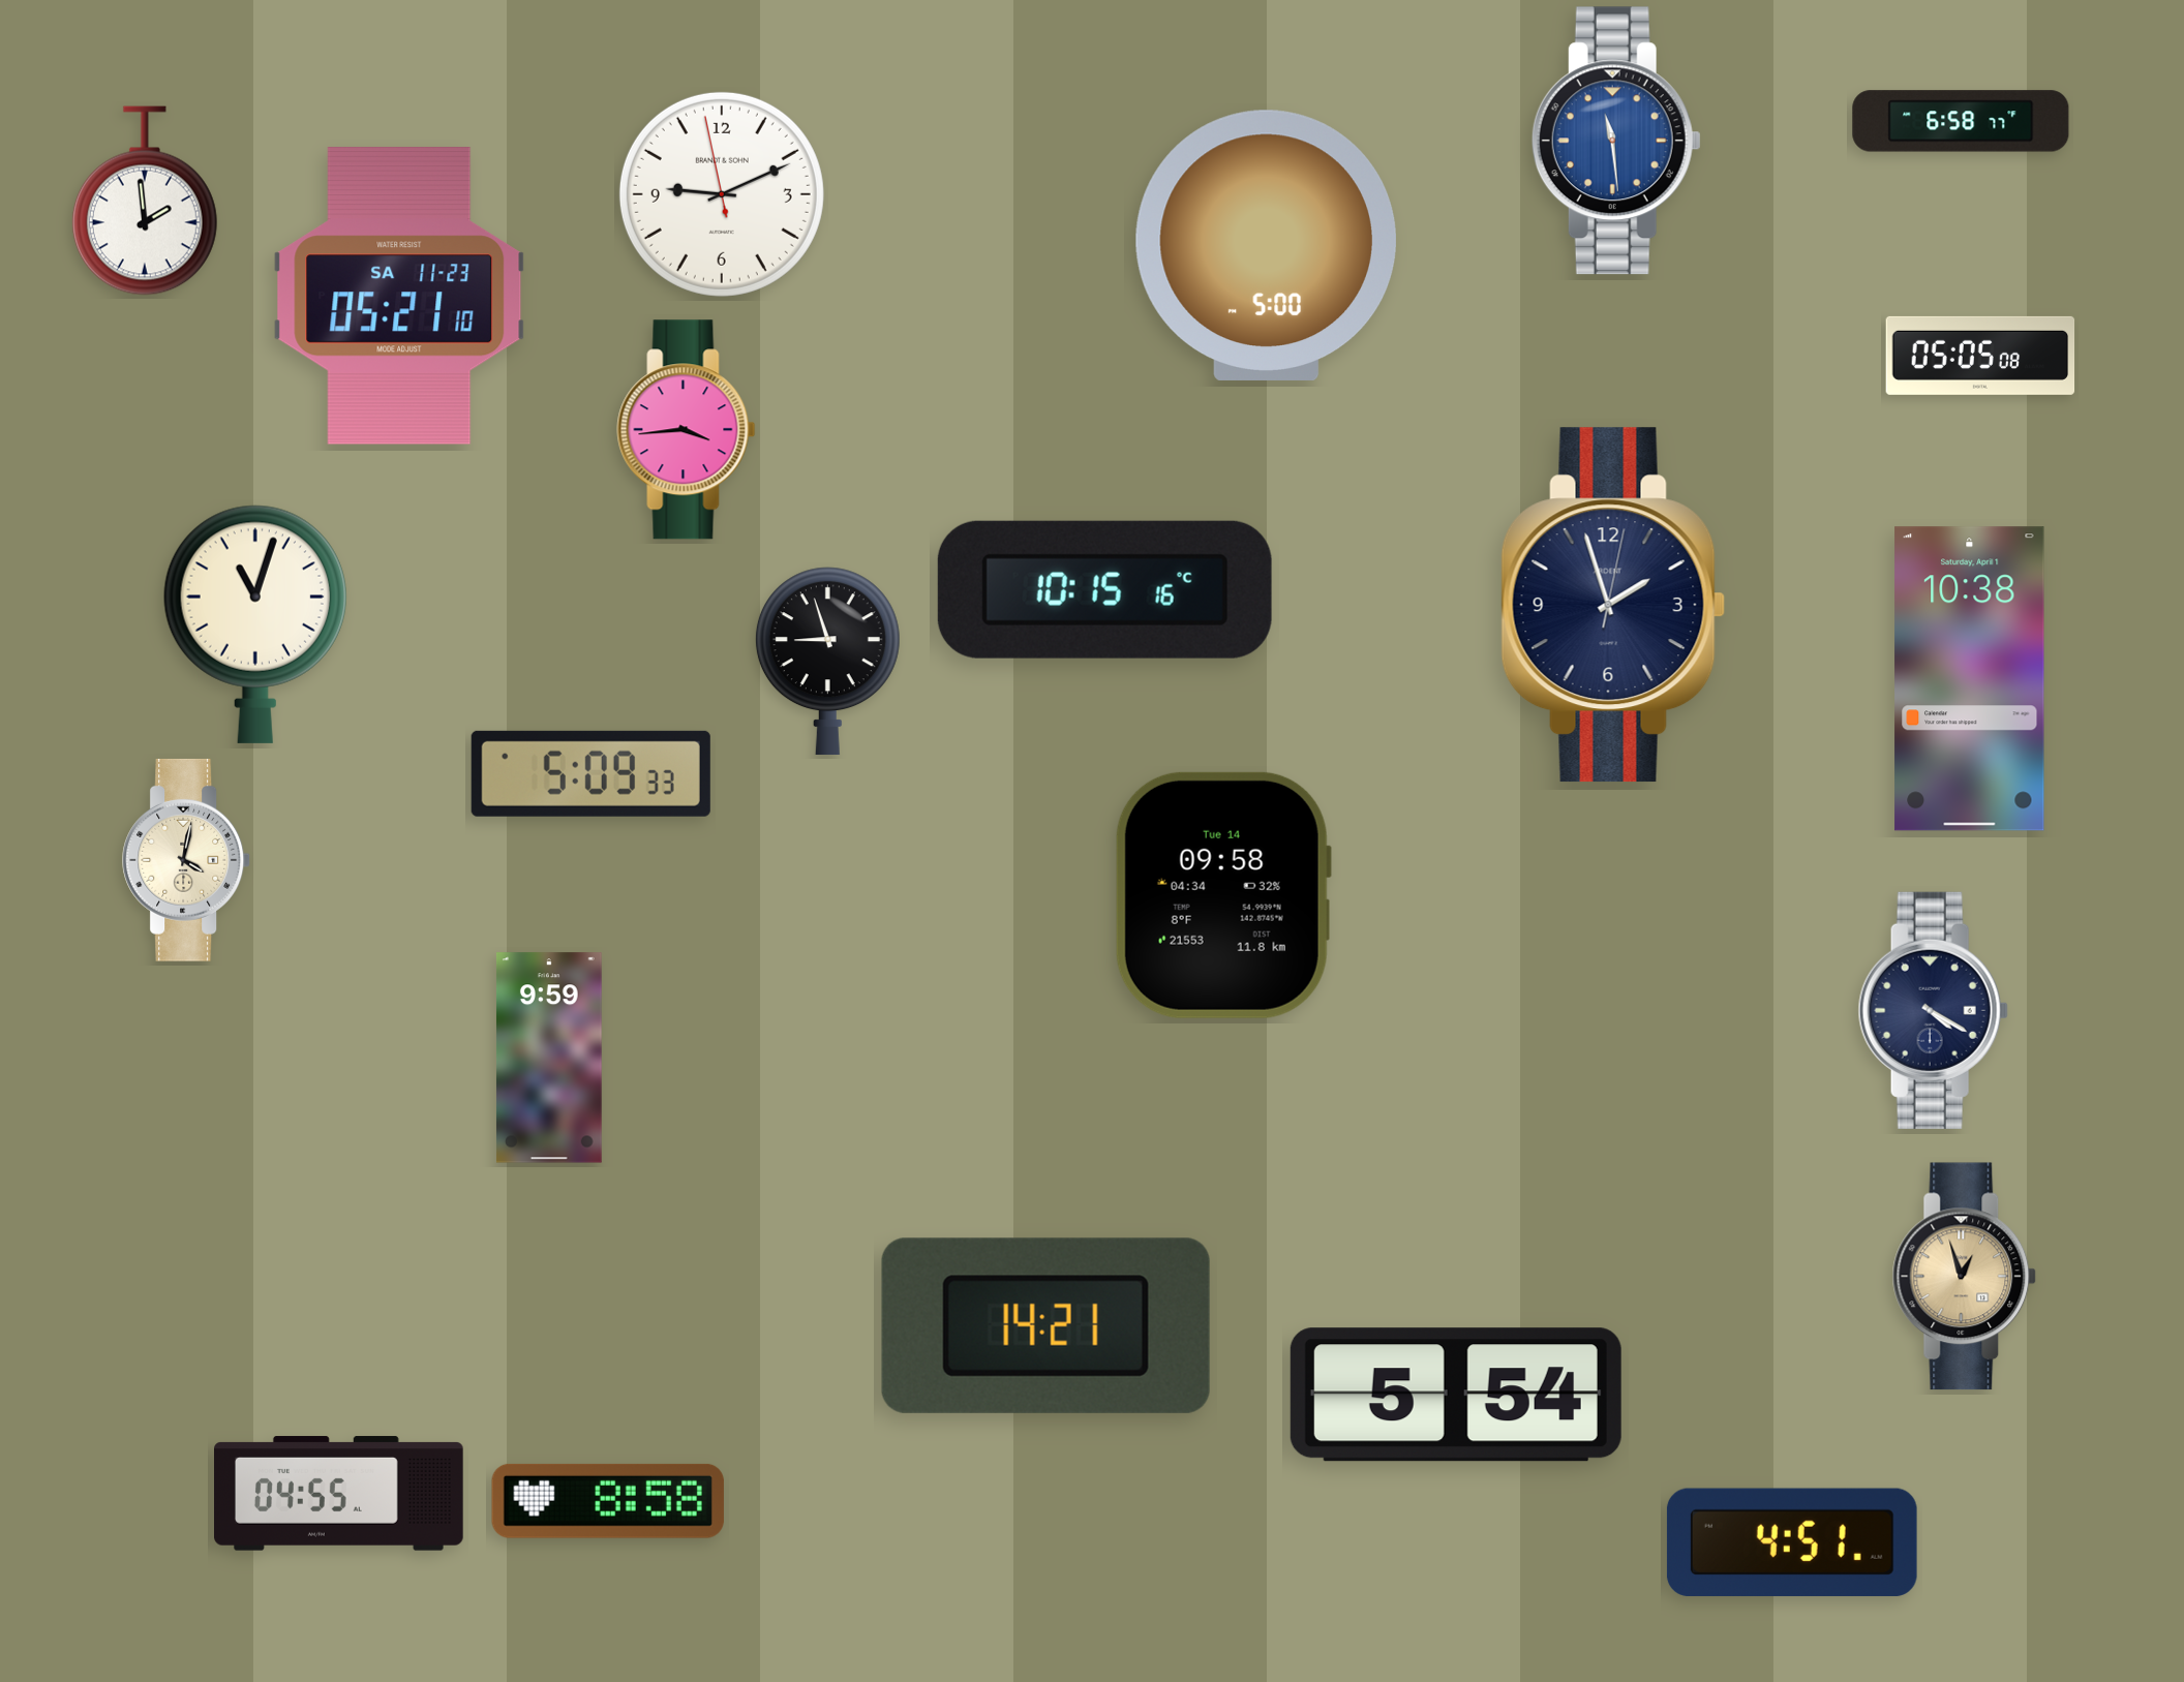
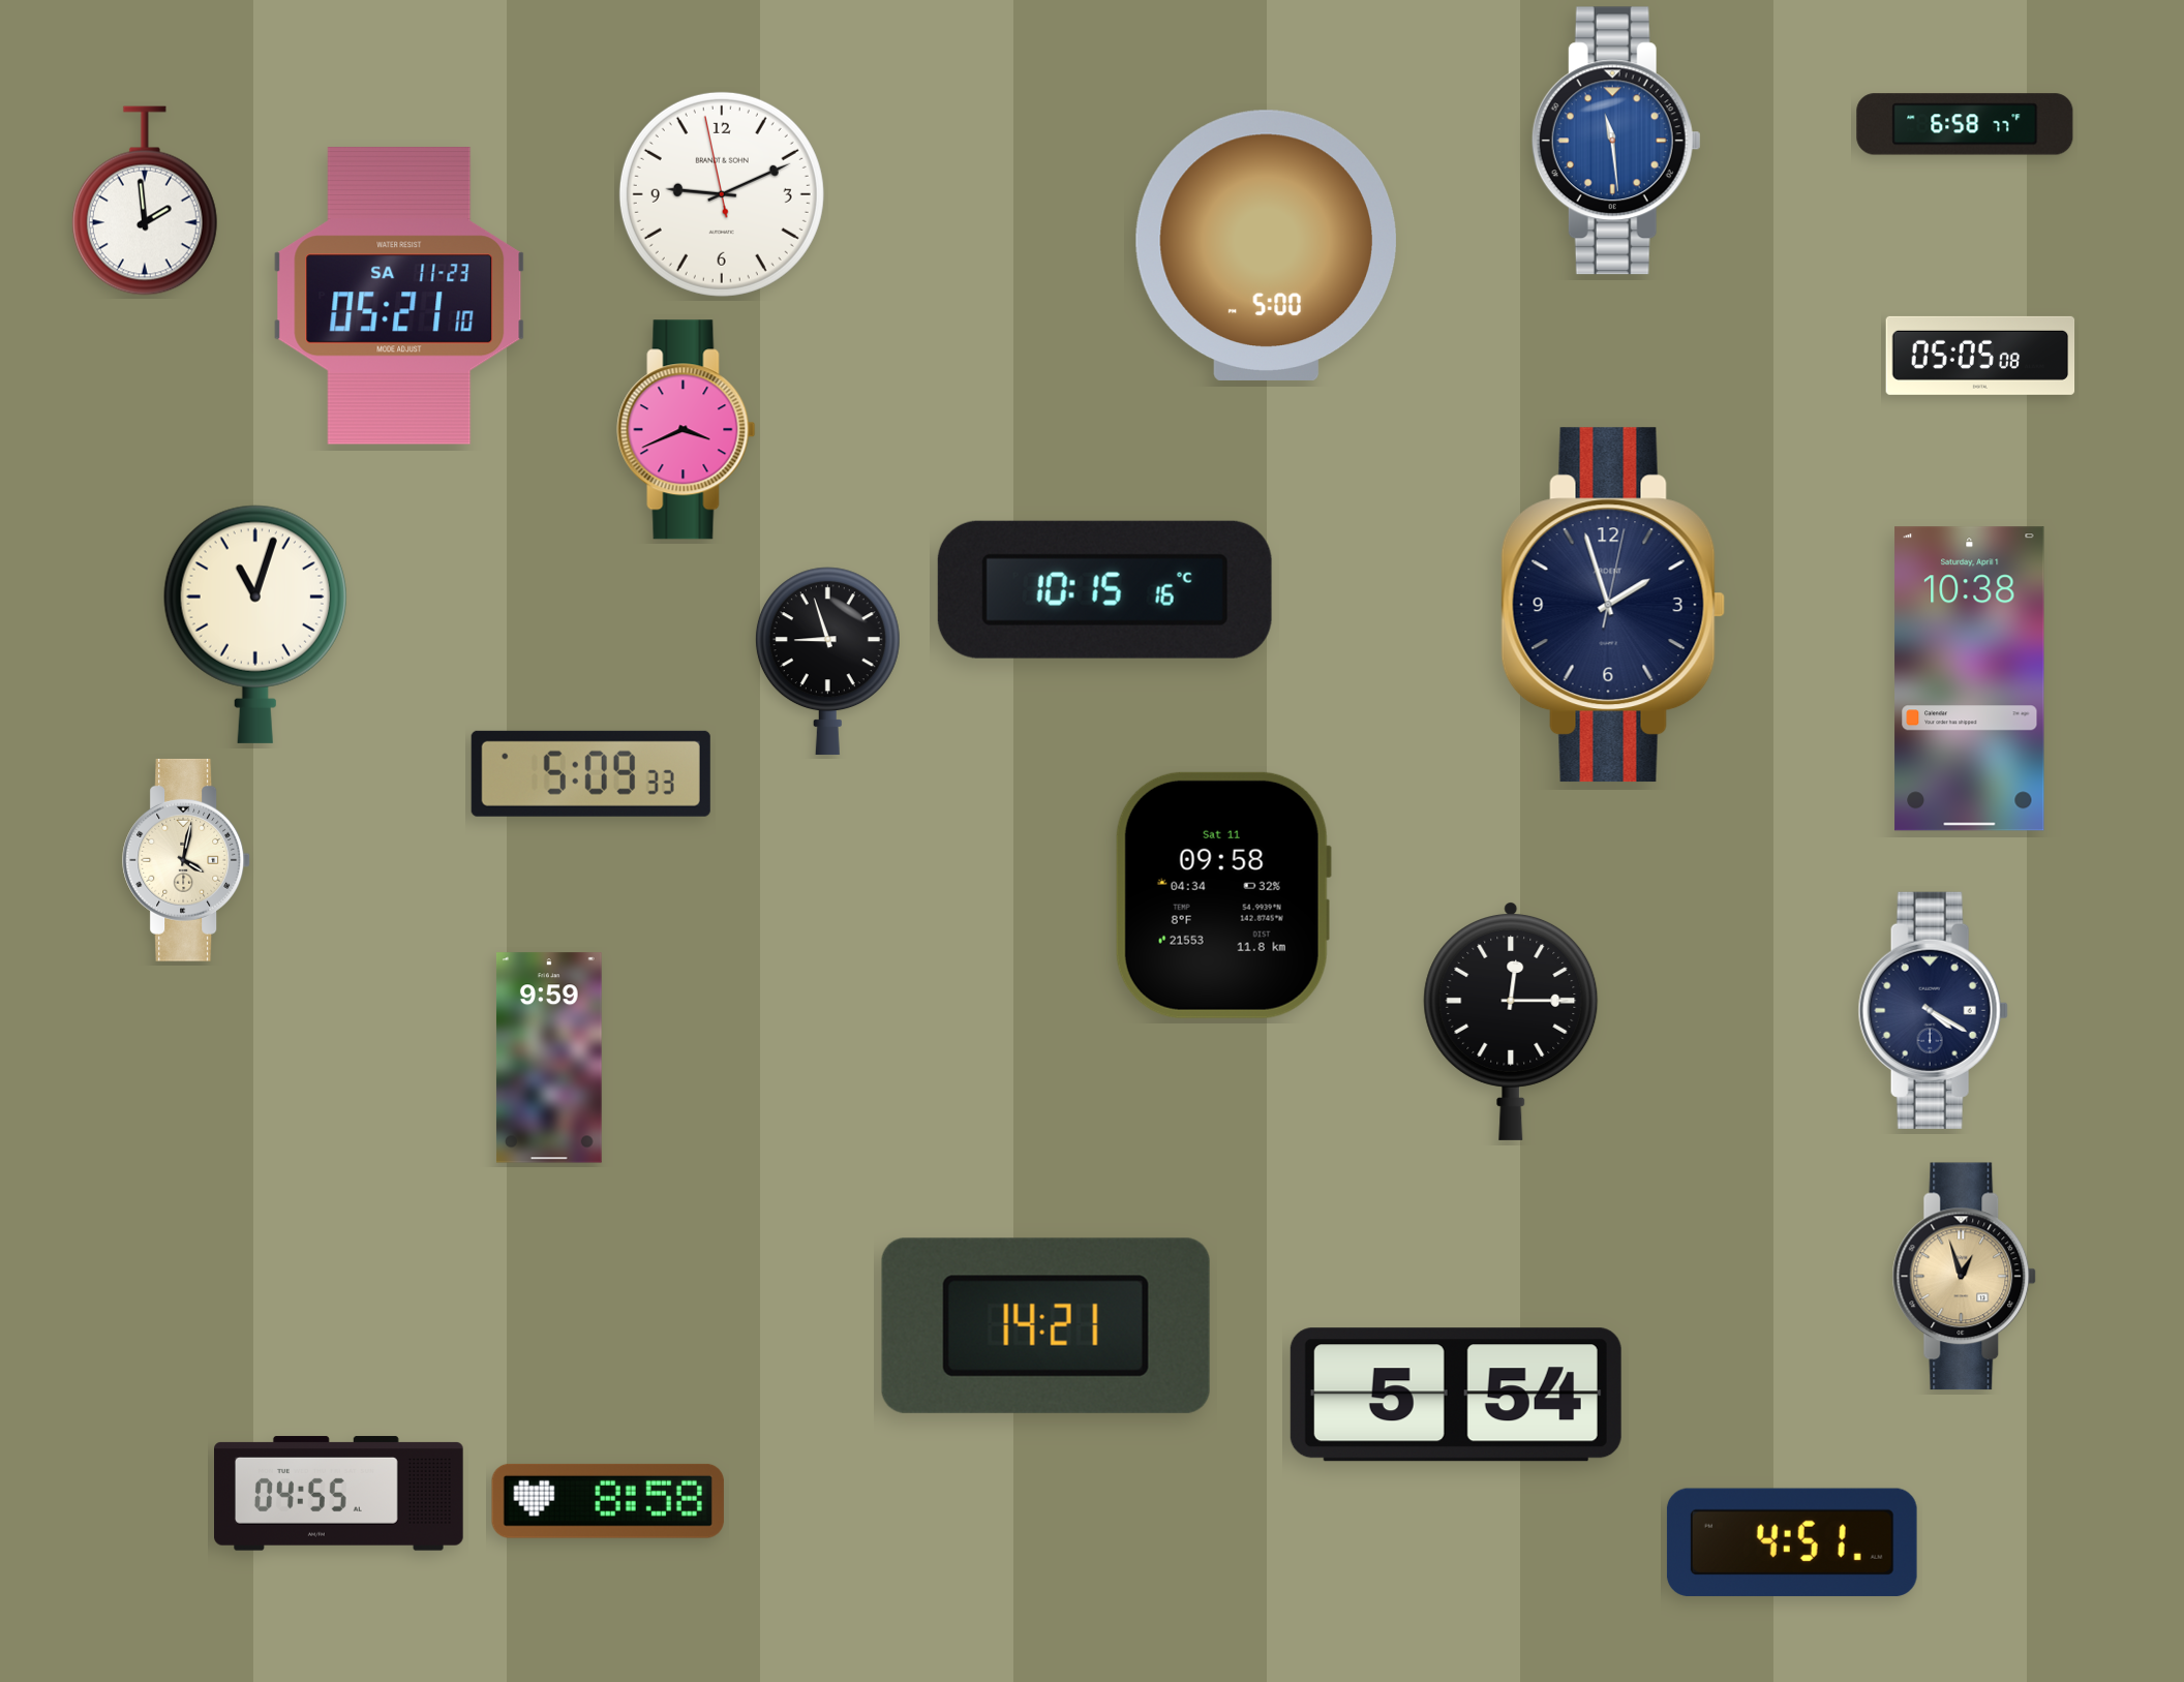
clock at (1961, 121) position: (1961, 121) -> (1965, 124)
clock at (687, 430): 3:44 -> 3:41
clock at (1223, 895) date: Tue 14 -> Sat 11
clock at (1511, 1020): none -> 12:15
